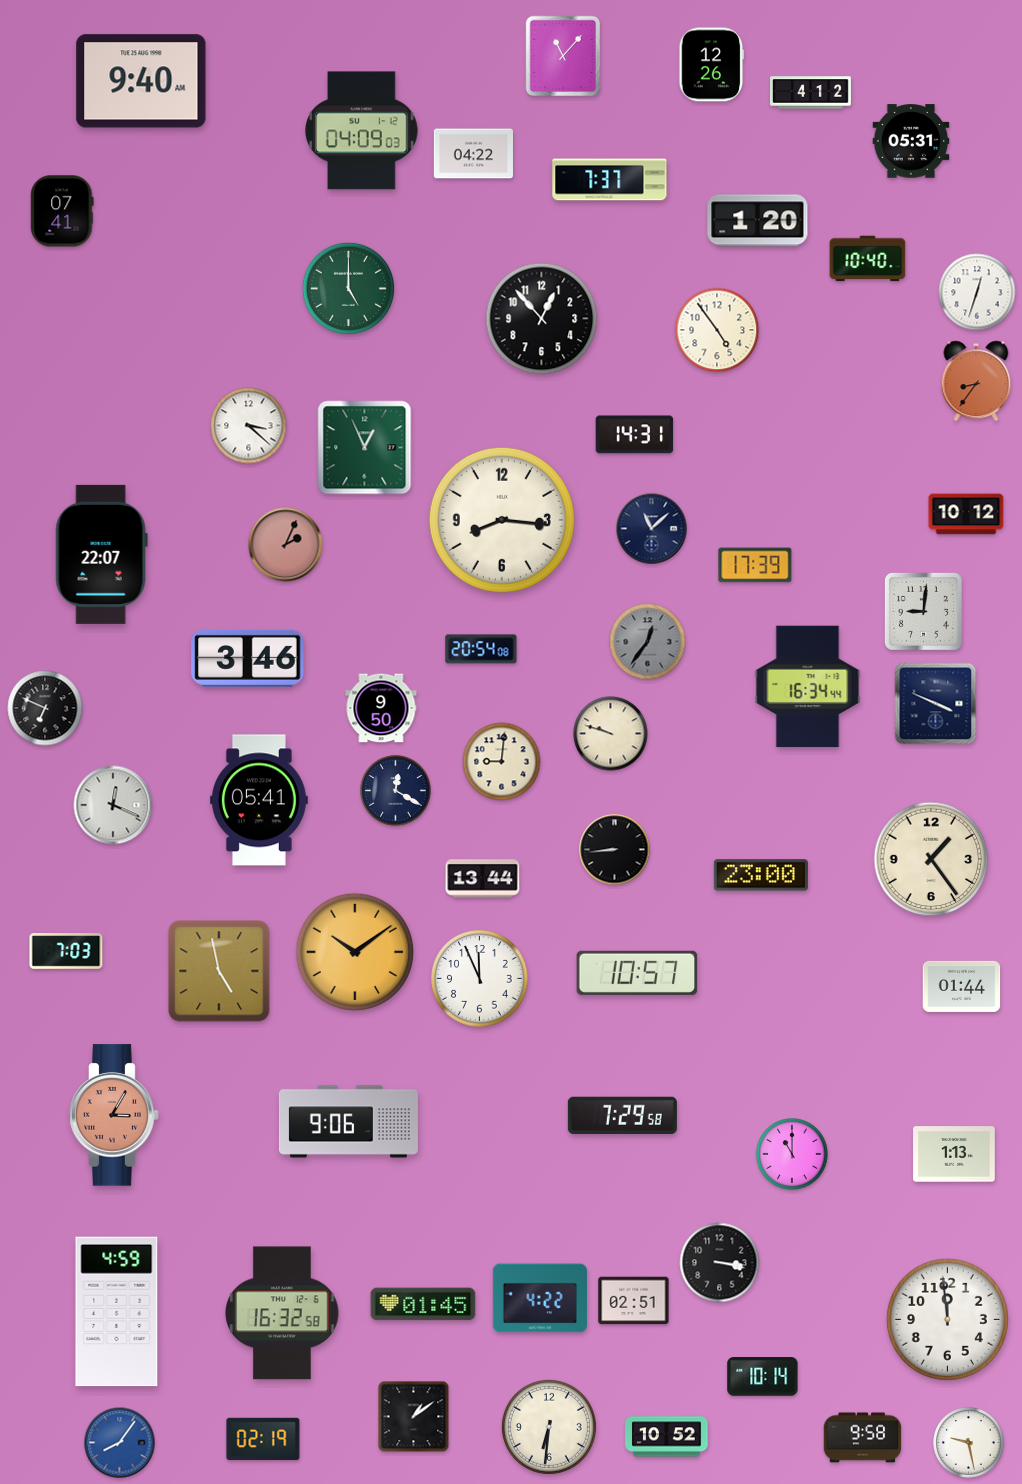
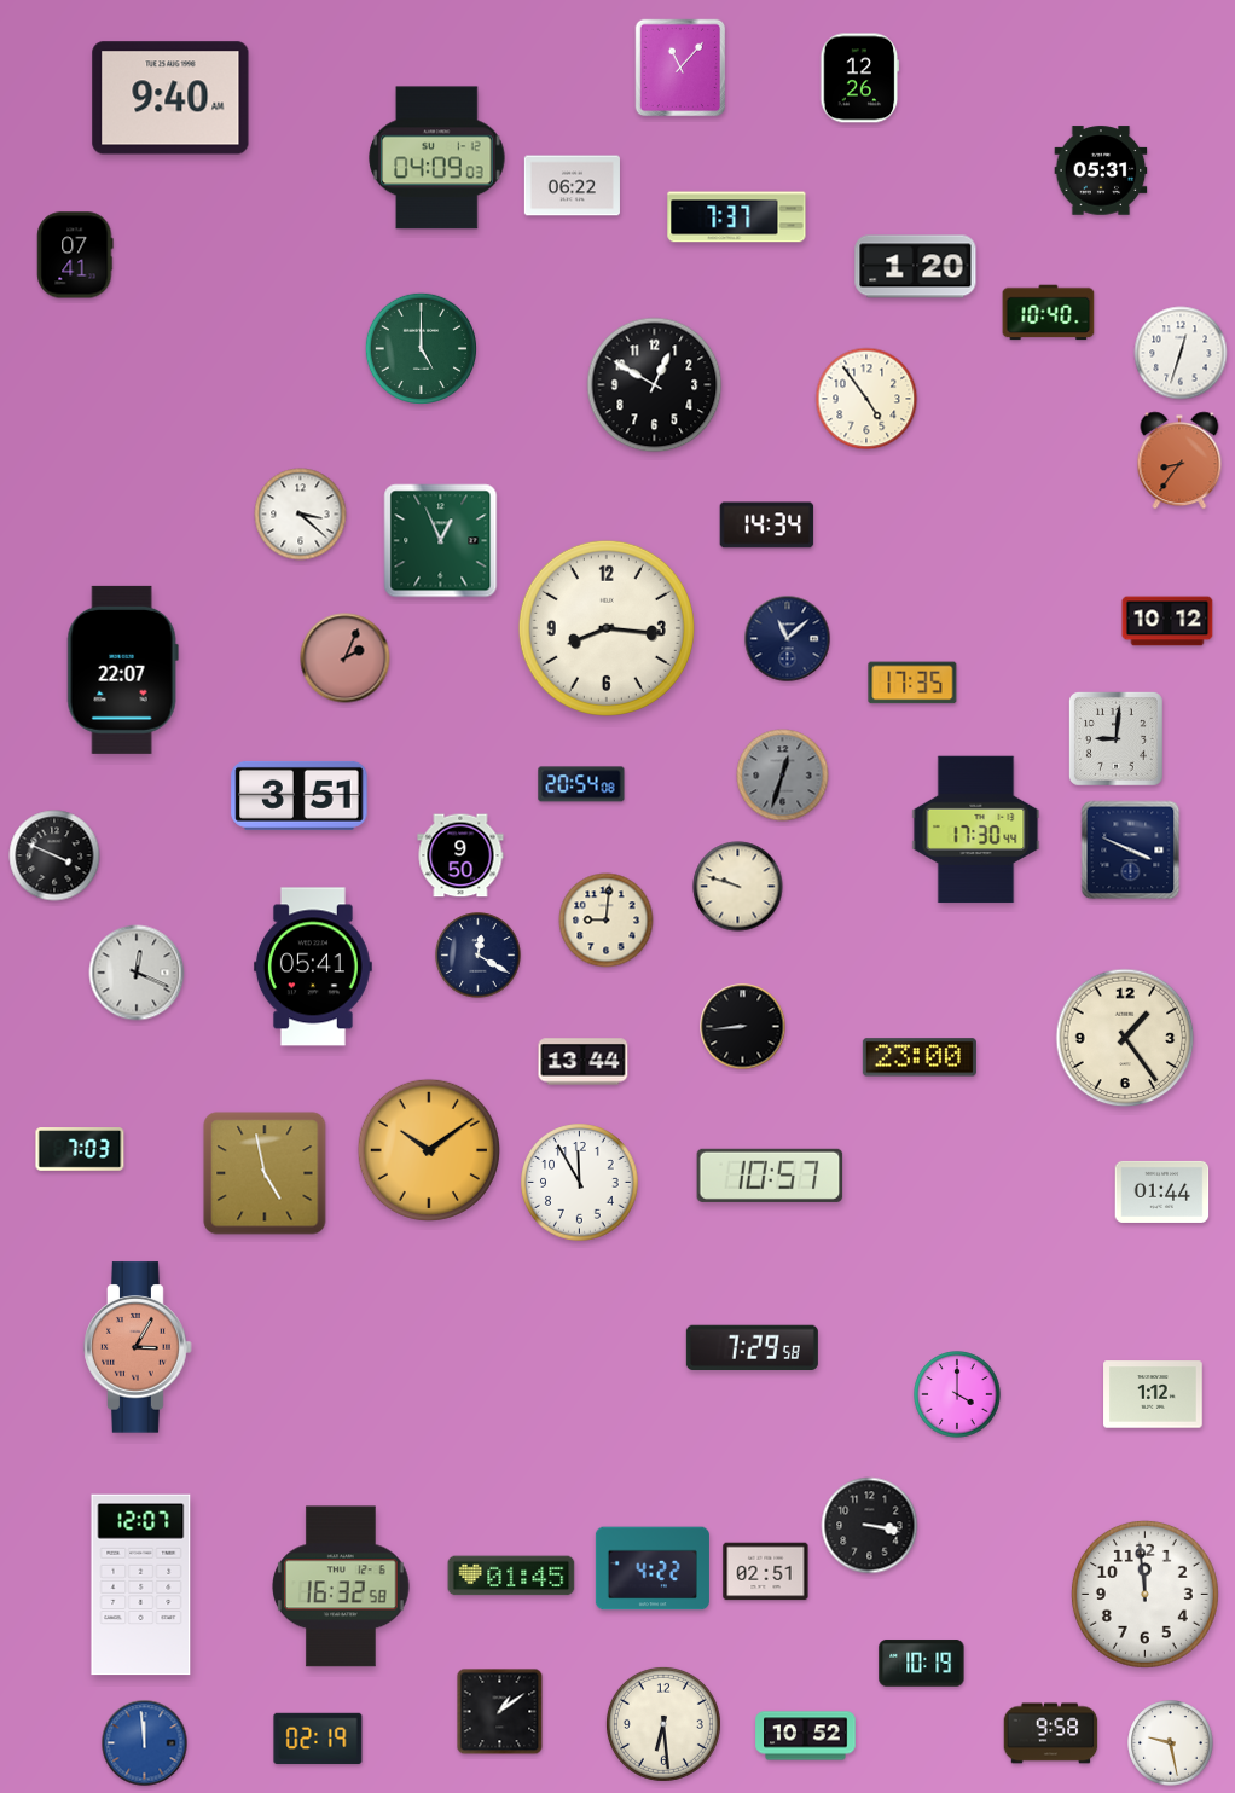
clock at (811, 93): 4:12 -> none
clock at (473, 154): 04:22 -> 06:22
clock at (542, 319): 12:53 -> 12:50
clock at (635, 435): 14:31 -> 14:34
clock at (755, 565): 17:39 -> 17:35
clock at (648, 642): 12:36 -> 12:33
clock at (248, 658): 3:46 -> 3:51
clock at (808, 687): 16:34 -> 17:30
clock at (45, 708): 6:49 -> 3:49
clock at (480, 979): 11:56 -> 11:55
clock at (348, 1122): 9:06 -> none
clock at (792, 1154): 11:00 -> 4:00
clock at (954, 1154): 1:13 -> 1:12
clock at (117, 1312): 4:59 -> 12:07
clock at (763, 1377): 10:14 -> 10:19
clock at (549, 1427): 6:31 -> 6:29
clock at (863, 1438) position: (863, 1438) -> (1051, 1734)
clock at (120, 1443): 8:06 -> 11:59
